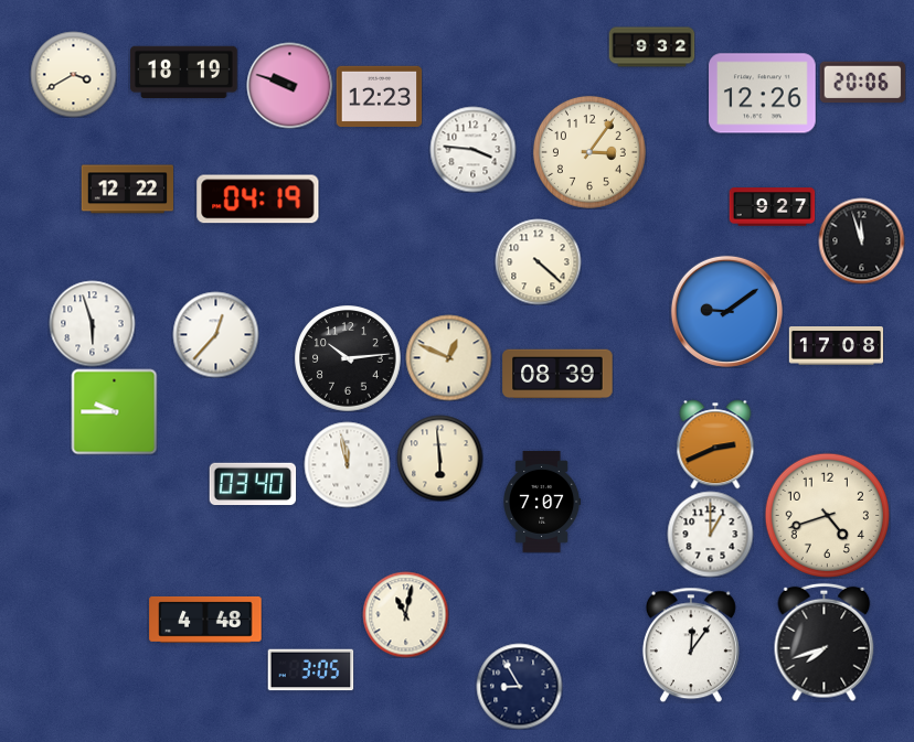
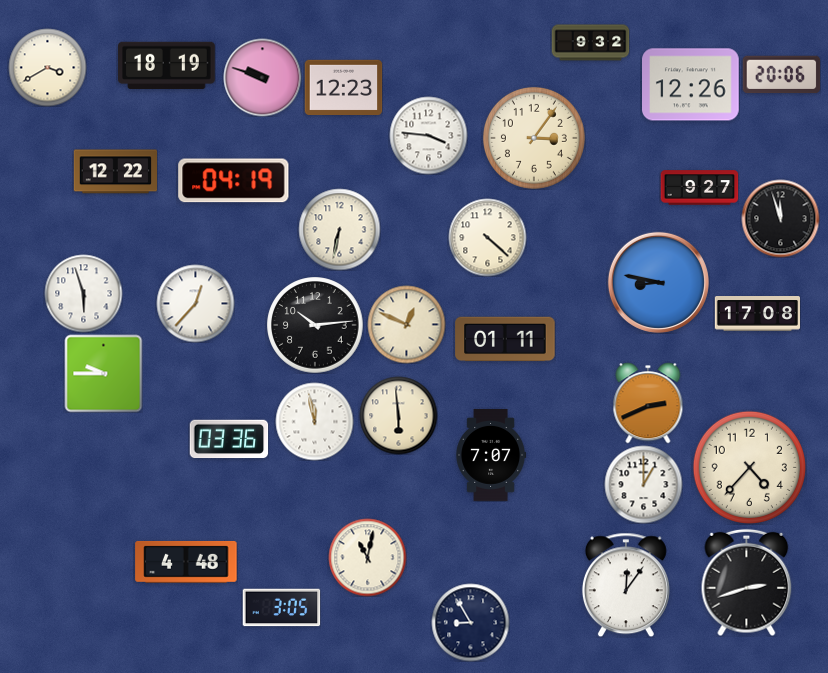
clock at (73, 74) position: (73, 74) -> (47, 67)
clock at (339, 229): none -> 6:32
clock at (726, 311): 9:09 -> 8:47
clock at (557, 374): 08:39 -> 01:11
clock at (253, 484): 03:40 -> 03:36
clock at (827, 515): 4:42 -> 4:37
clock at (825, 642): 7:42 -> 2:42
